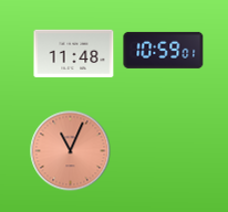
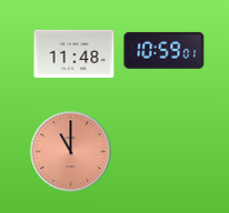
clock at (71, 151): 11:04 -> 11:00
